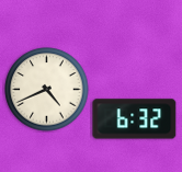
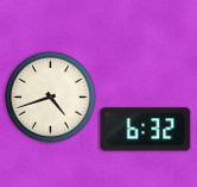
clock at (47, 90): 4:41 -> 4:42
